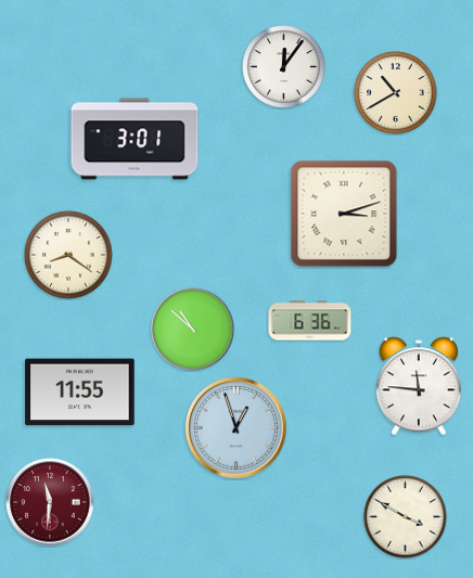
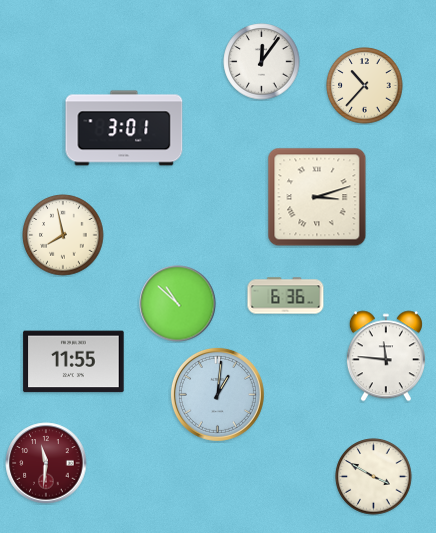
clock at (396, 93): 10:40 -> 10:37
clock at (68, 255): 8:21 -> 7:58
clock at (235, 427): 12:57 -> 1:01
